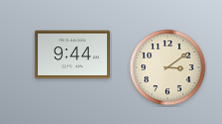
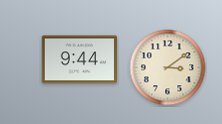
clock at (73, 55) position: (73, 55) -> (80, 60)
